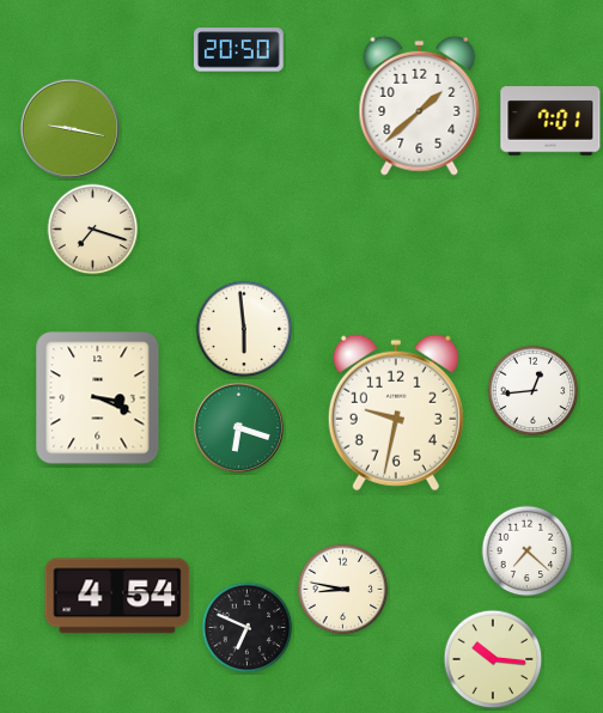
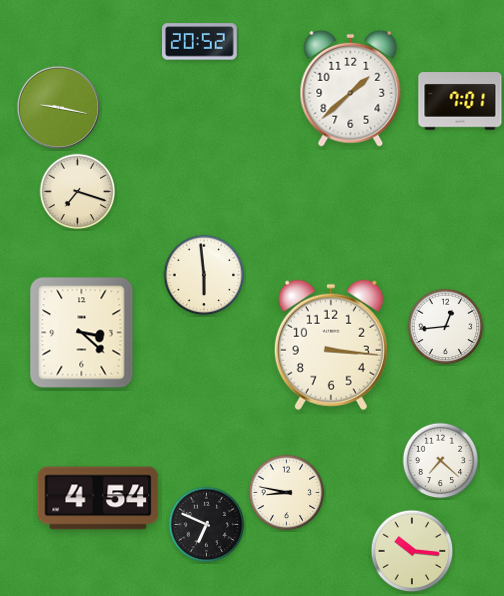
clock at (239, 50): 20:50 -> 20:52
clock at (98, 398): 3:19 -> 3:22
clock at (396, 413): 9:32 -> 3:16
clock at (238, 427): 6:18 -> none
